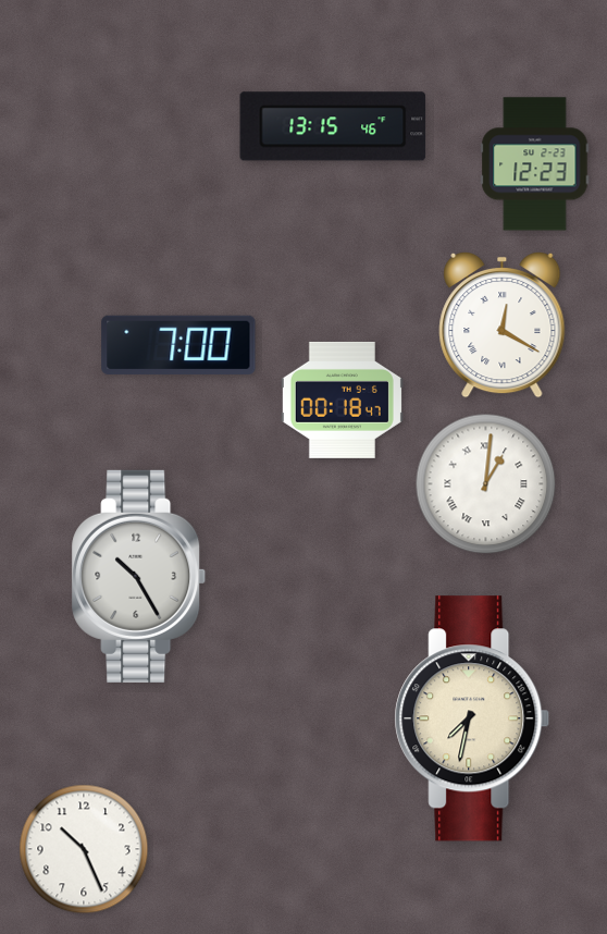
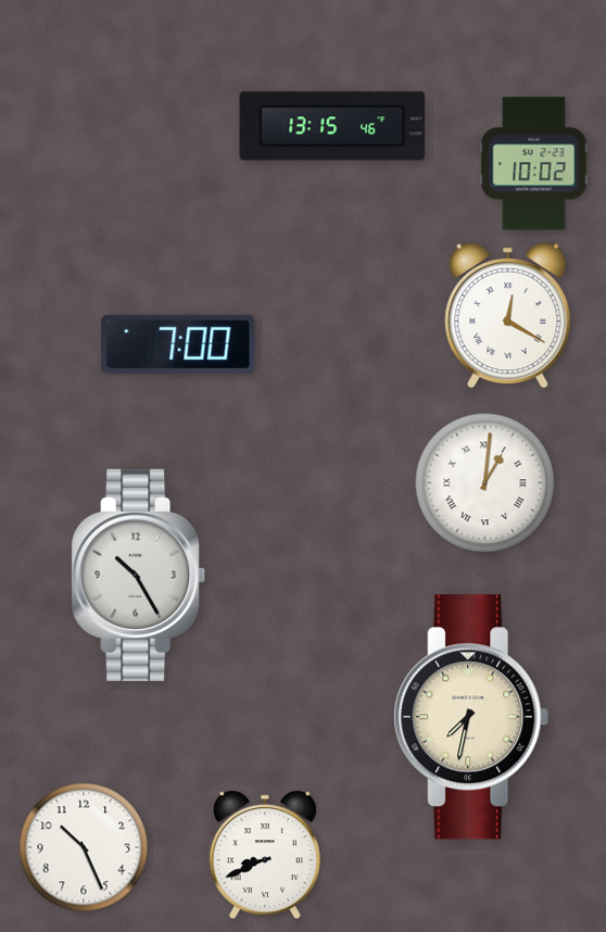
clock at (535, 164): 12:23 -> 10:02
clock at (503, 324) position: (503, 324) -> (508, 315)
clock at (342, 400): 00:18 -> none
clock at (265, 855): none -> 8:41
